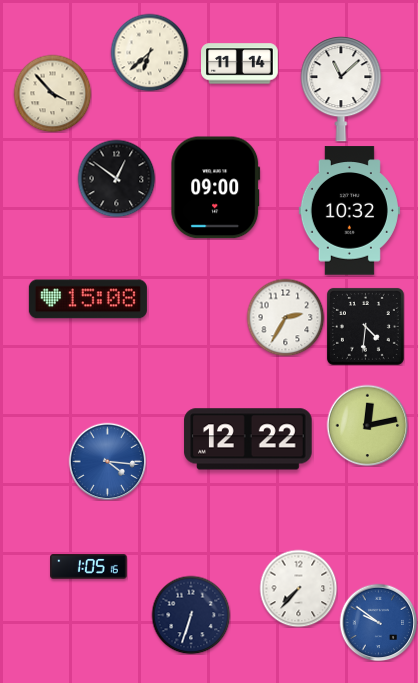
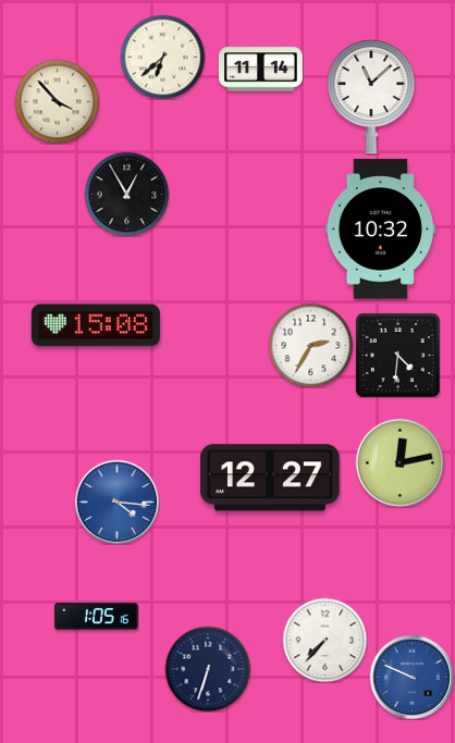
clock at (116, 178): 12:51 -> 12:55
clock at (216, 188): 09:00 -> none
clock at (248, 439): 12:22 -> 12:27
clock at (378, 622): 9:51 -> 9:49
